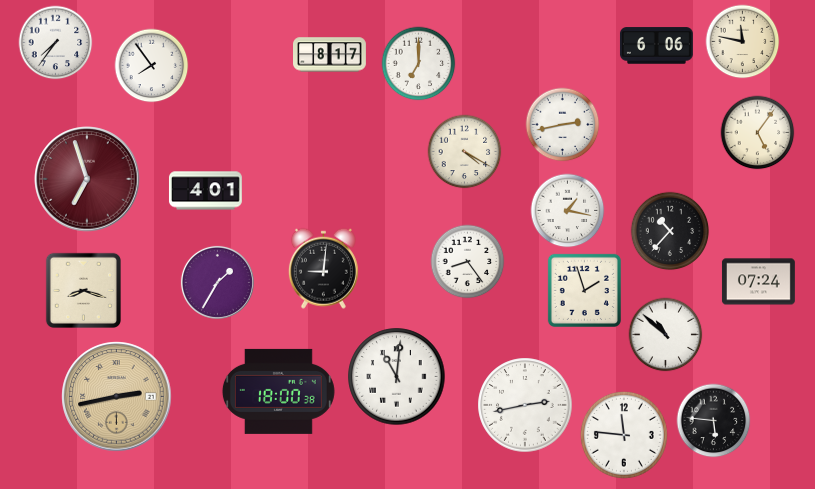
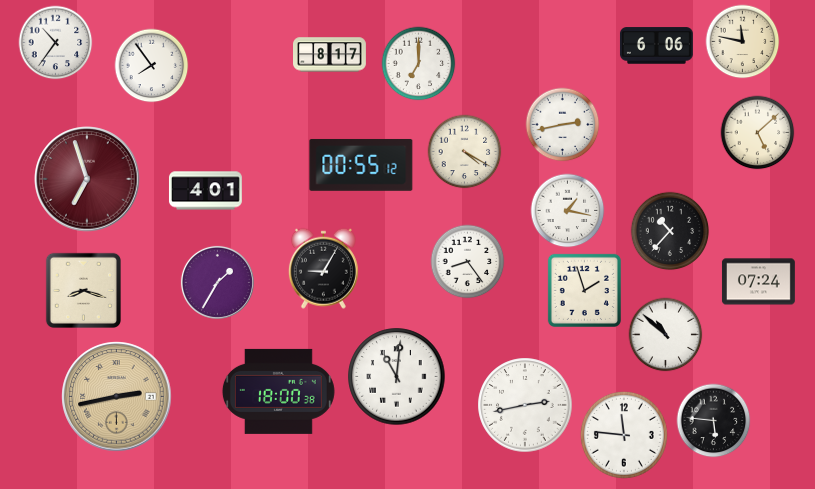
clock at (56, 43): 7:36 -> 10:36
clock at (758, 133): 5:06 -> 5:08
clock at (361, 165): none -> 00:55
clock at (323, 268): 9:01 -> 9:05
